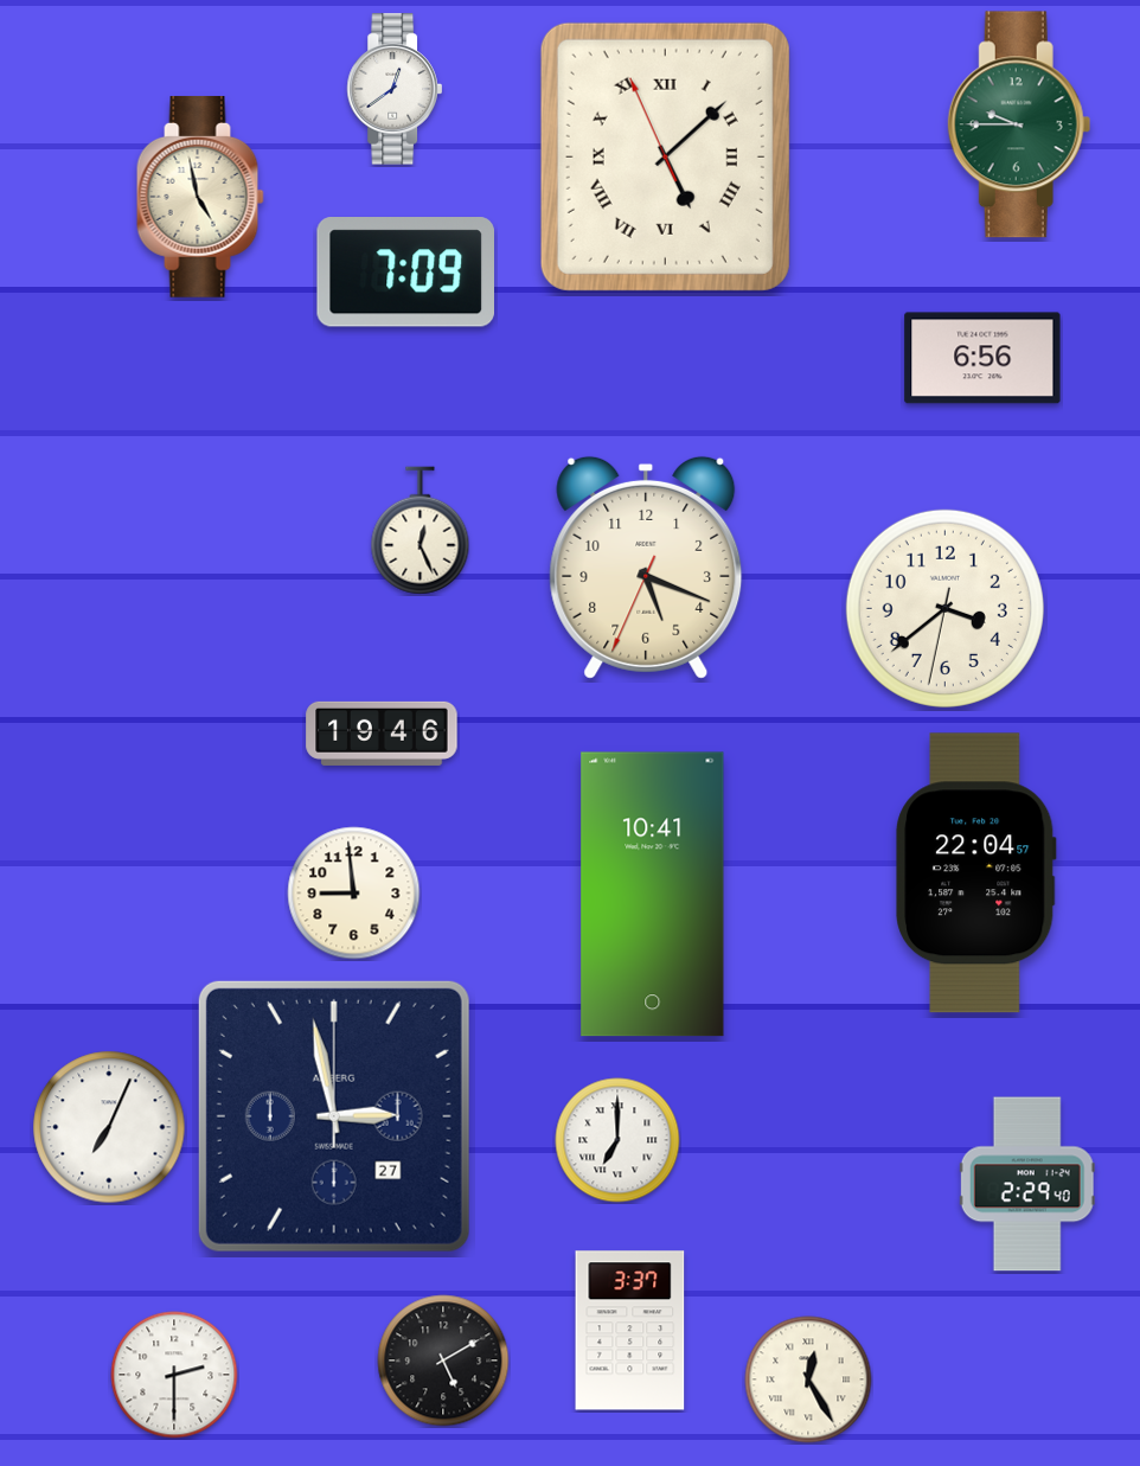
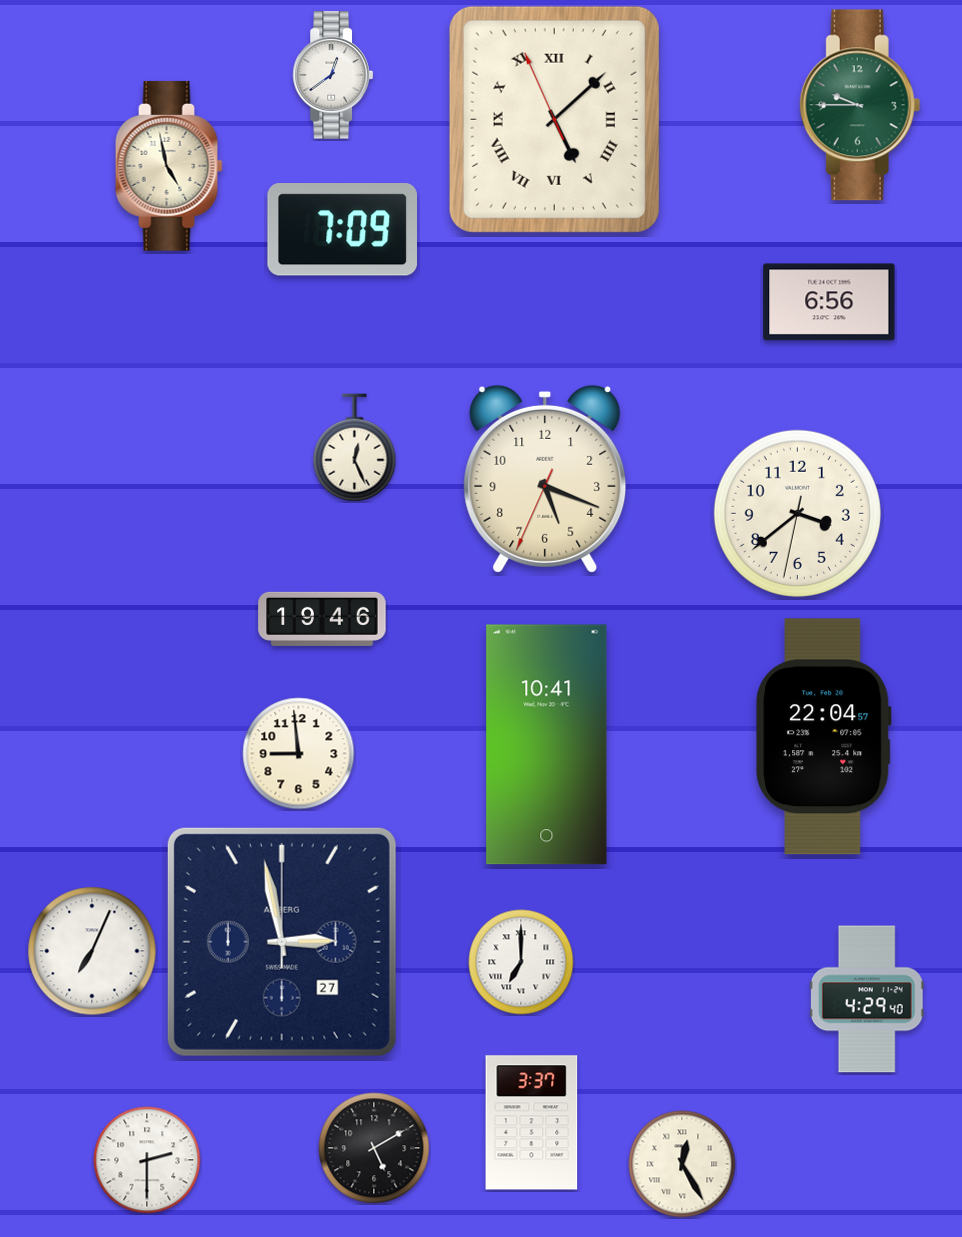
clock at (665, 156) position: (665, 156) -> (554, 119)
clock at (653, 895) position: (653, 895) -> (547, 745)
clock at (1027, 1184): 2:29 -> 4:29
